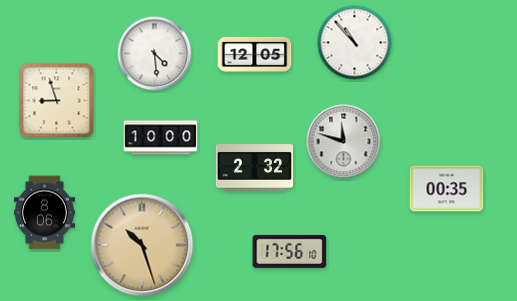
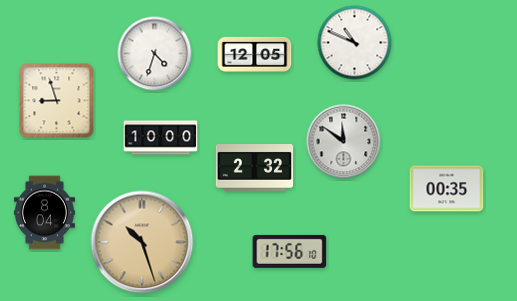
clock at (355, 43): 10:53 -> 10:49
clock at (155, 54): 4:29 -> 4:33
clock at (344, 142): 11:48 -> 11:51
clock at (44, 213): 8:06 -> 8:04
clock at (142, 245) position: (142, 245) -> (142, 242)
